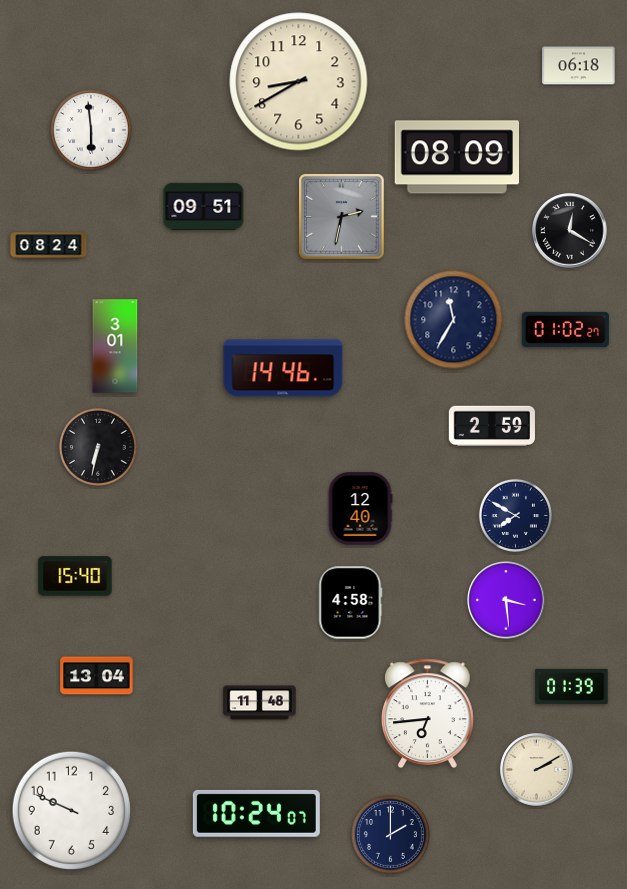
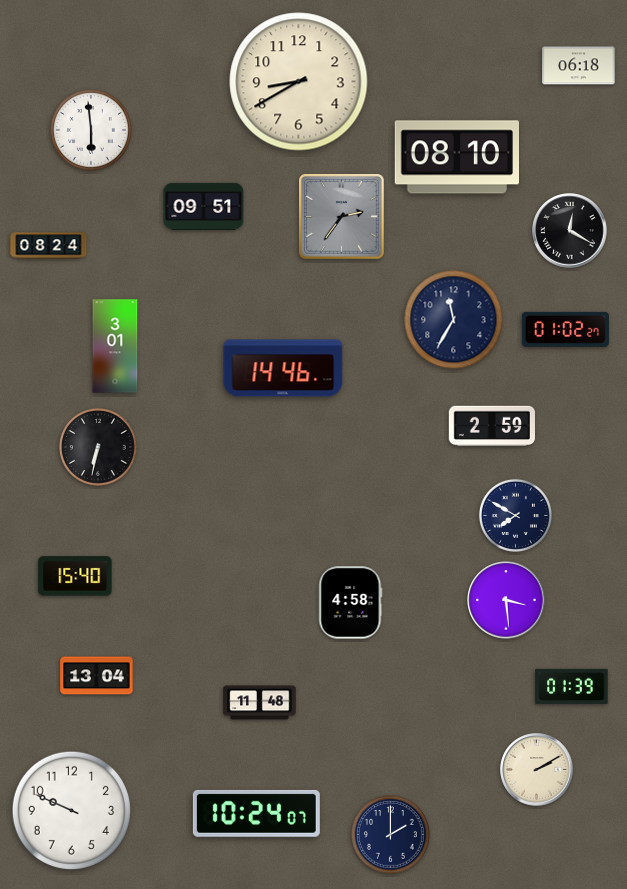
clock at (456, 157): 08:09 -> 08:10
clock at (342, 217): 2:32 -> 2:36
clock at (360, 509): 12:40 -> none
clock at (428, 713): 6:44 -> none
